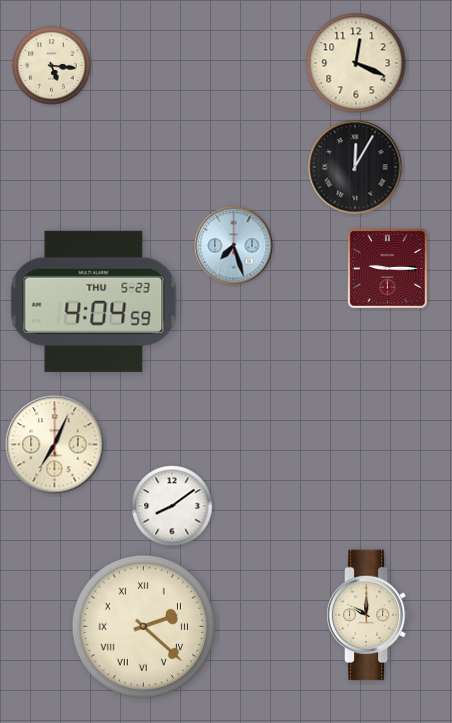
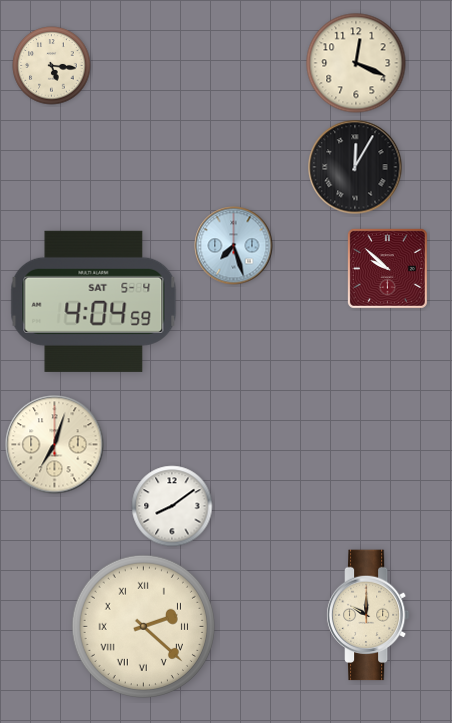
clock at (387, 268): 9:15 -> 9:52
clock at (94, 301) date: THU 5-23 -> SAT 5-4
clock at (55, 445): 7:04 -> 7:03
